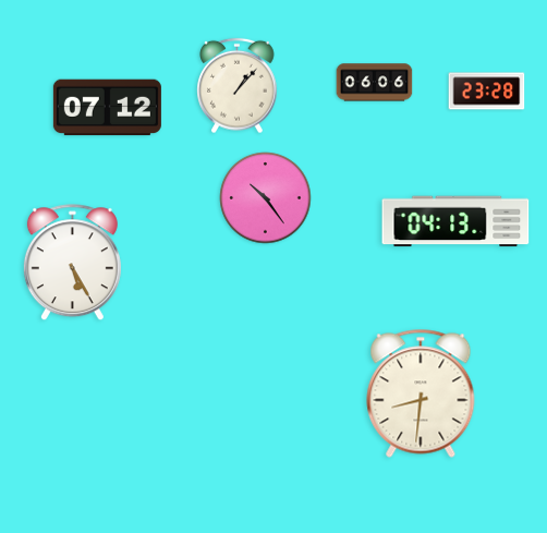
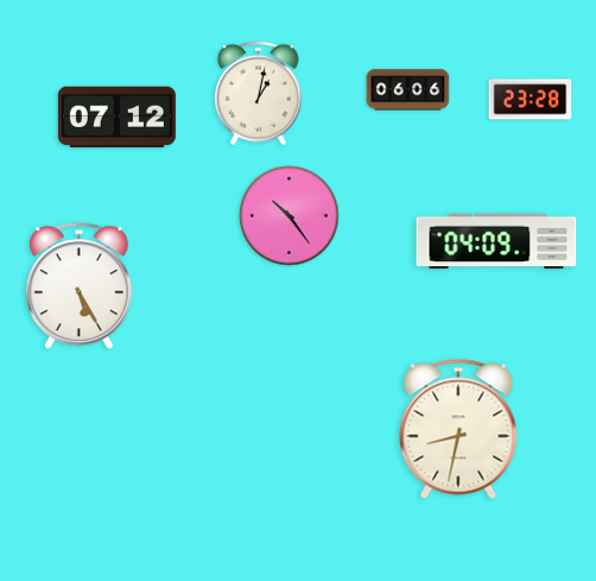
clock at (238, 86): 1:07 -> 1:02
clock at (455, 221): 04:13 -> 04:09
clock at (421, 393): 8:31 -> 8:32
